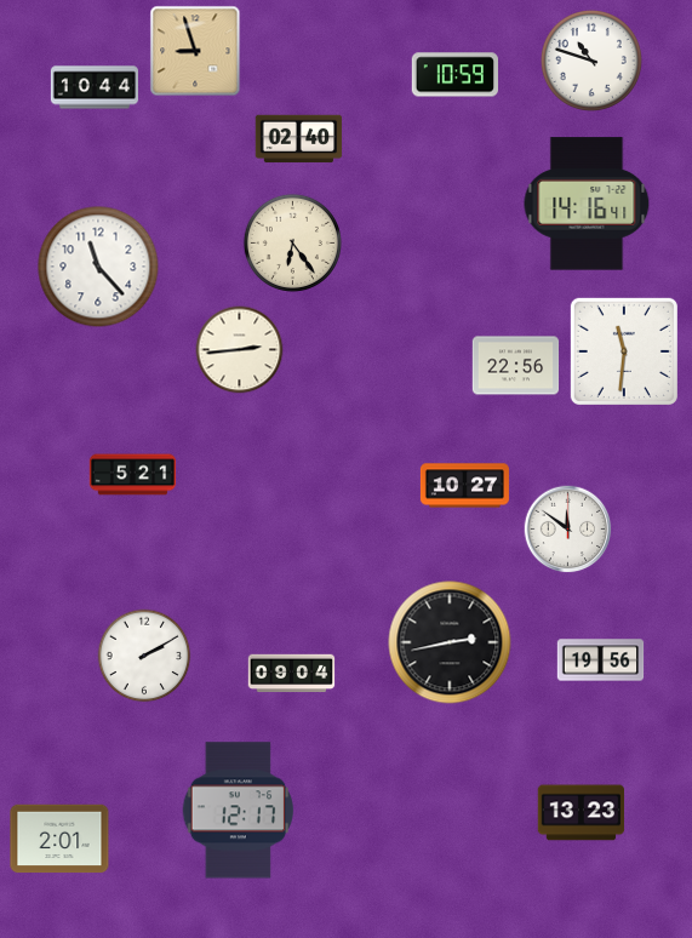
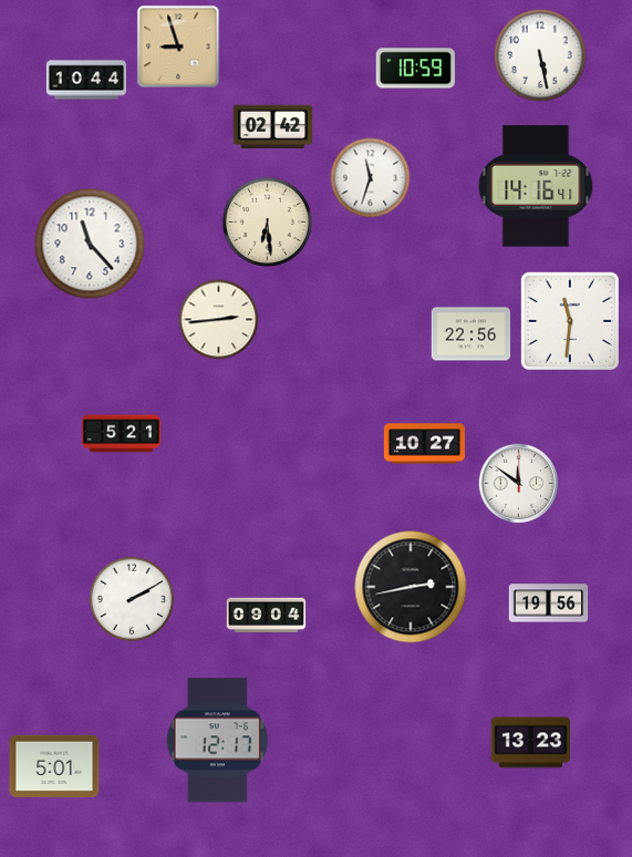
clock at (591, 61): 10:48 -> 5:28
clock at (299, 139): 02:40 -> 02:42
clock at (371, 178): none -> 11:33
clock at (292, 242): 6:24 -> 6:29
clock at (59, 839): 2:01 -> 5:01
